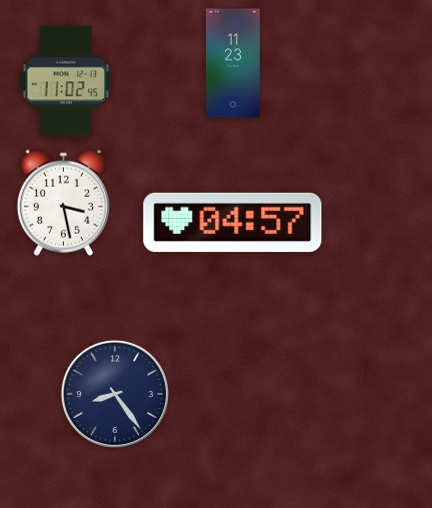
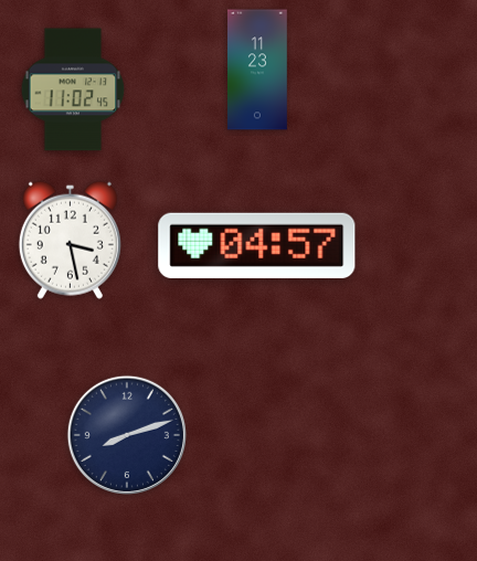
clock at (63, 202) position: (63, 202) -> (70, 240)
clock at (115, 394): 8:24 -> 8:12
